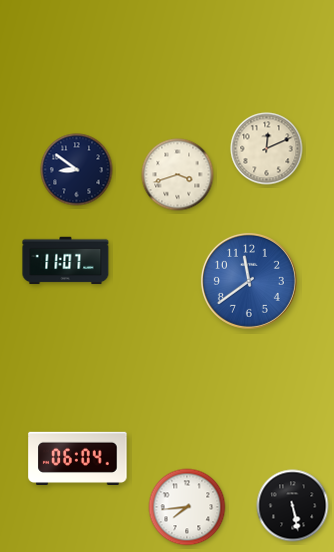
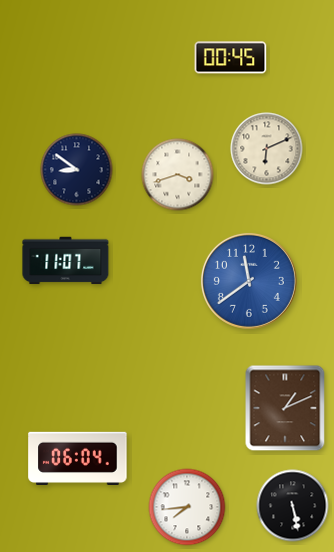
clock at (231, 58): none -> 00:45
clock at (267, 149): 12:11 -> 6:11
clock at (285, 408): none -> 1:11
